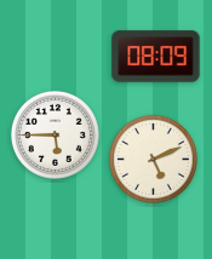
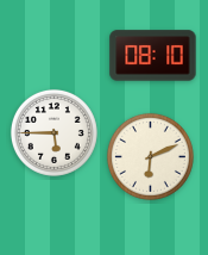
clock at (156, 57): 08:09 -> 08:10
clock at (153, 159): 5:11 -> 6:11
